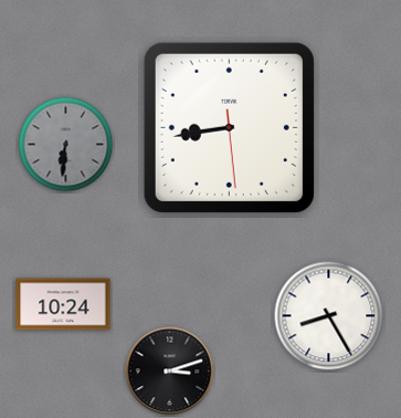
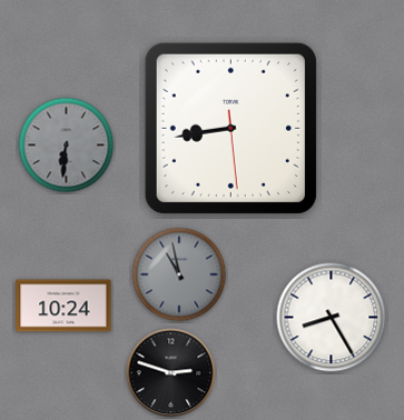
clock at (179, 274): none -> 10:58
clock at (170, 372): 3:12 -> 2:48
